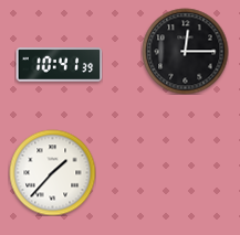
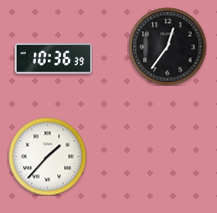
clock at (185, 51): 12:15 -> 12:36
clock at (59, 65): 10:41 -> 10:36
